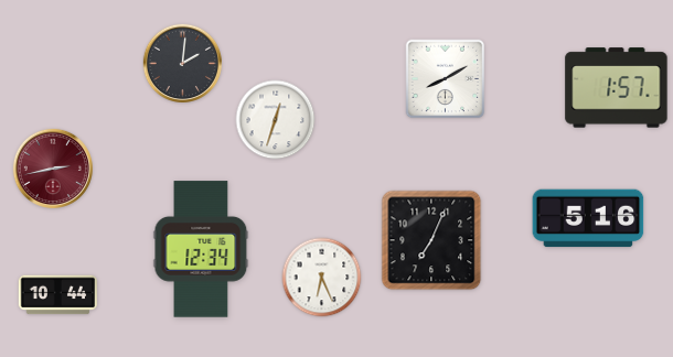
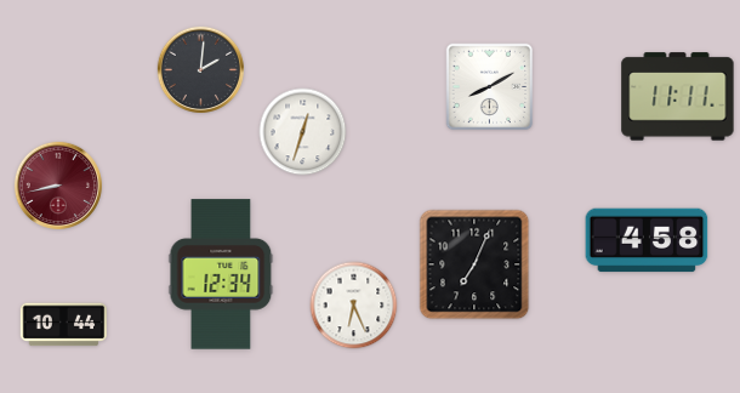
clock at (617, 88): 1:57 -> 11:11
clock at (52, 167): 2:43 -> 8:43
clock at (588, 218): 5:16 -> 4:58
